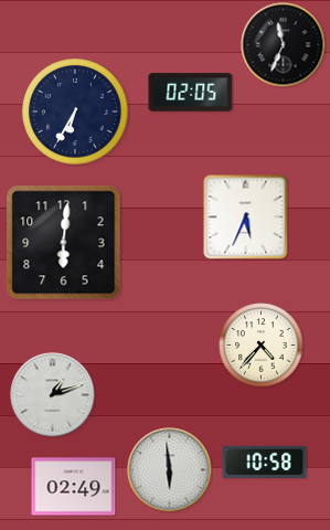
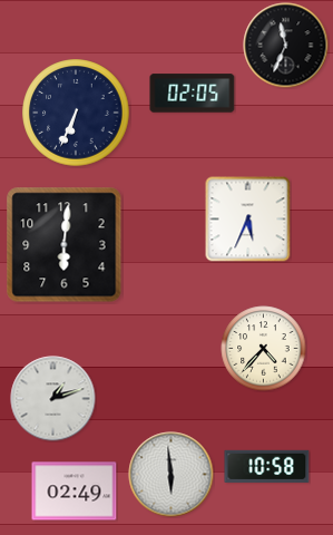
clock at (75, 112): 6:35 -> 6:34
